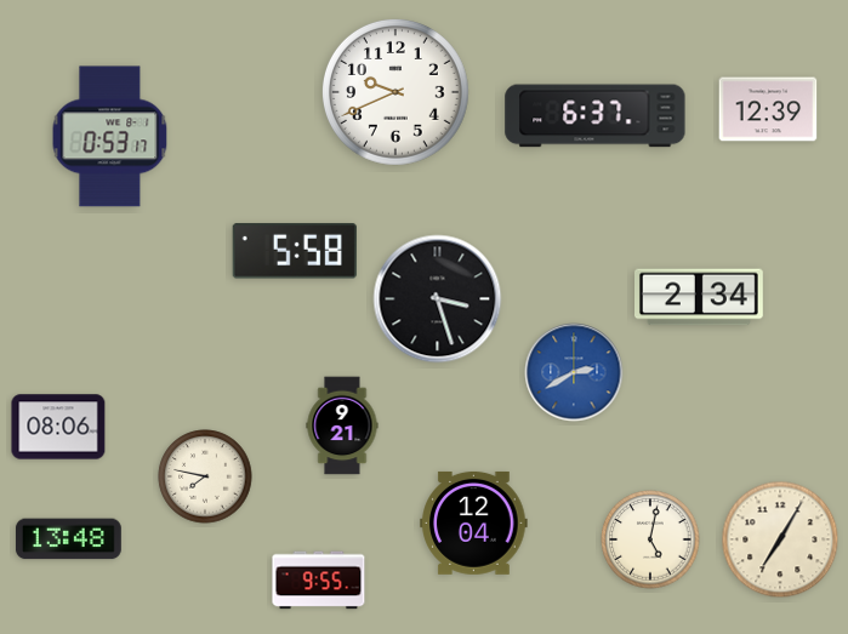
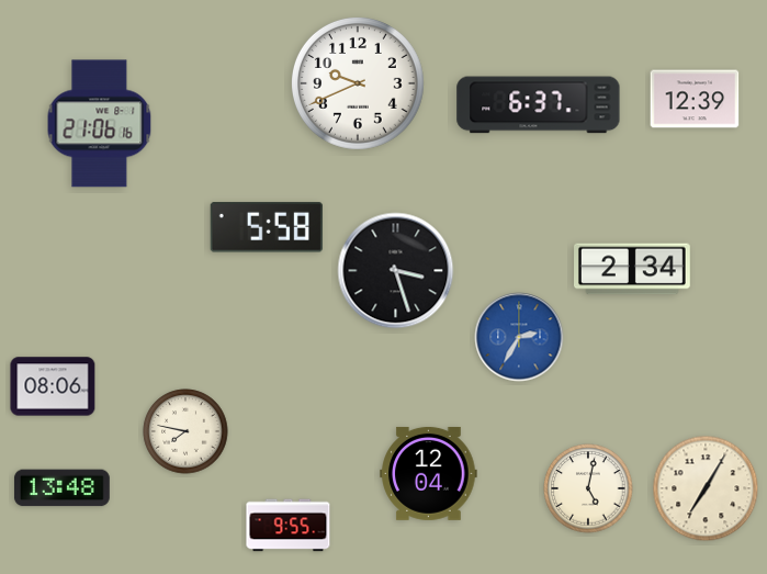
clock at (110, 137): 0:53 -> 21:06
clock at (574, 372): 2:40 -> 2:35
clock at (342, 425): 9:21 -> none
